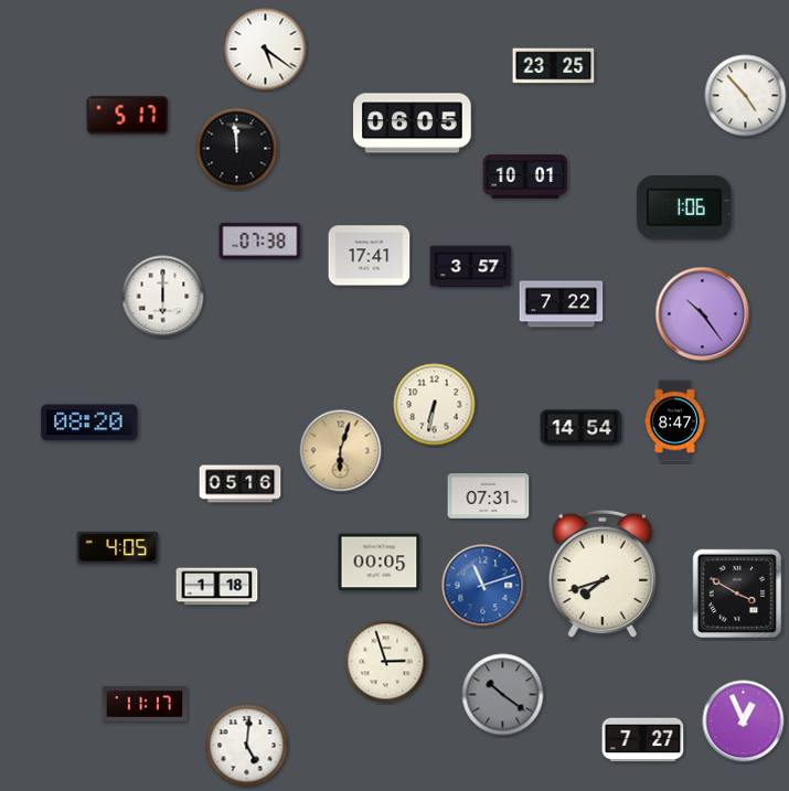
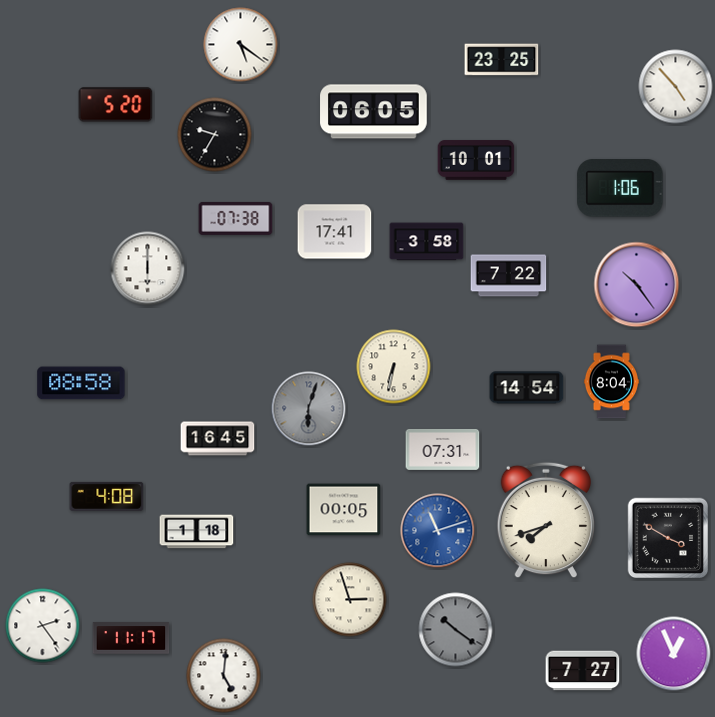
clock at (128, 116): 5:17 -> 5:20
clock at (237, 149): 11:59 -> 9:35
clock at (471, 267): 3:57 -> 3:58
clock at (674, 421): 8:47 -> 8:04
clock at (89, 423): 08:20 -> 08:58
clock at (341, 451) dial: champagne -> grey
clock at (241, 484): 05:16 -> 16:45
clock at (118, 547): 4:05 -> 4:08
clock at (43, 626): none -> 2:24
